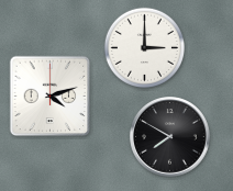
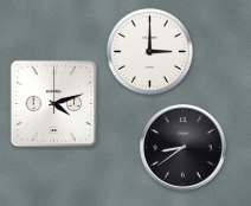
clock at (144, 47) position: (144, 47) -> (149, 51)
clock at (170, 137): 7:50 -> 8:39
